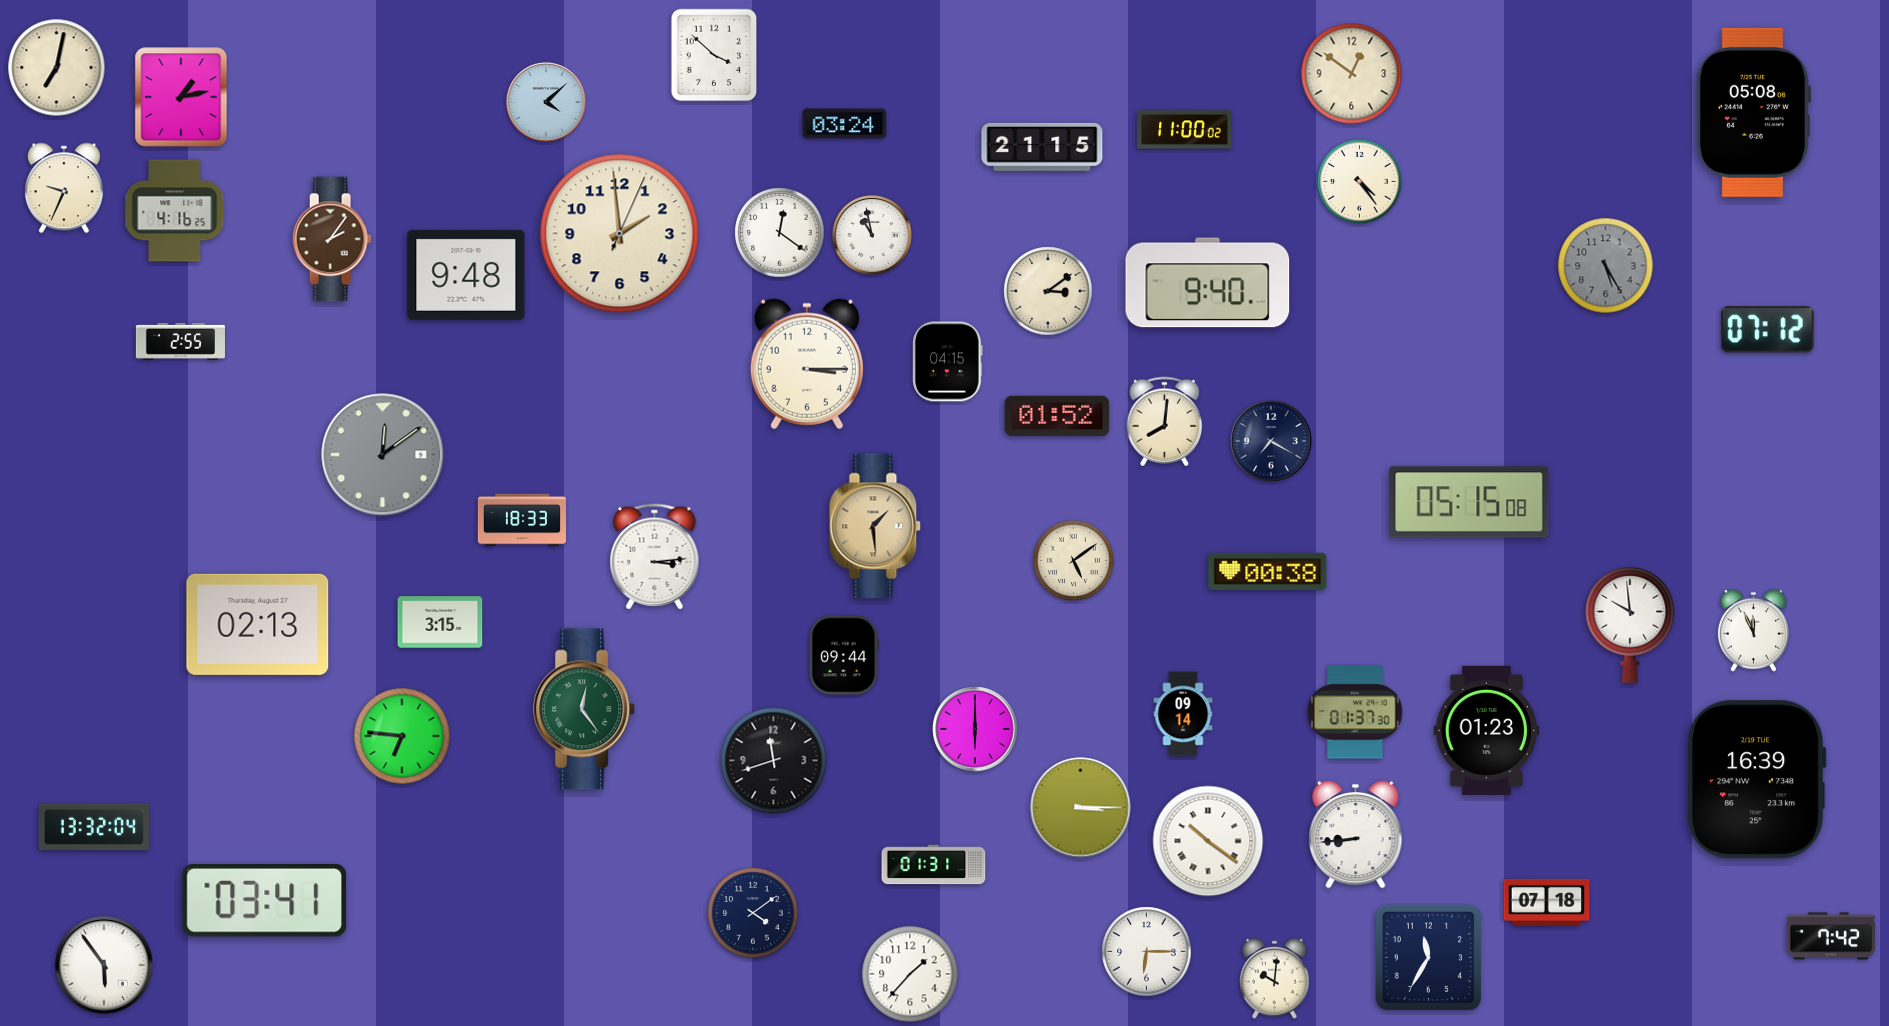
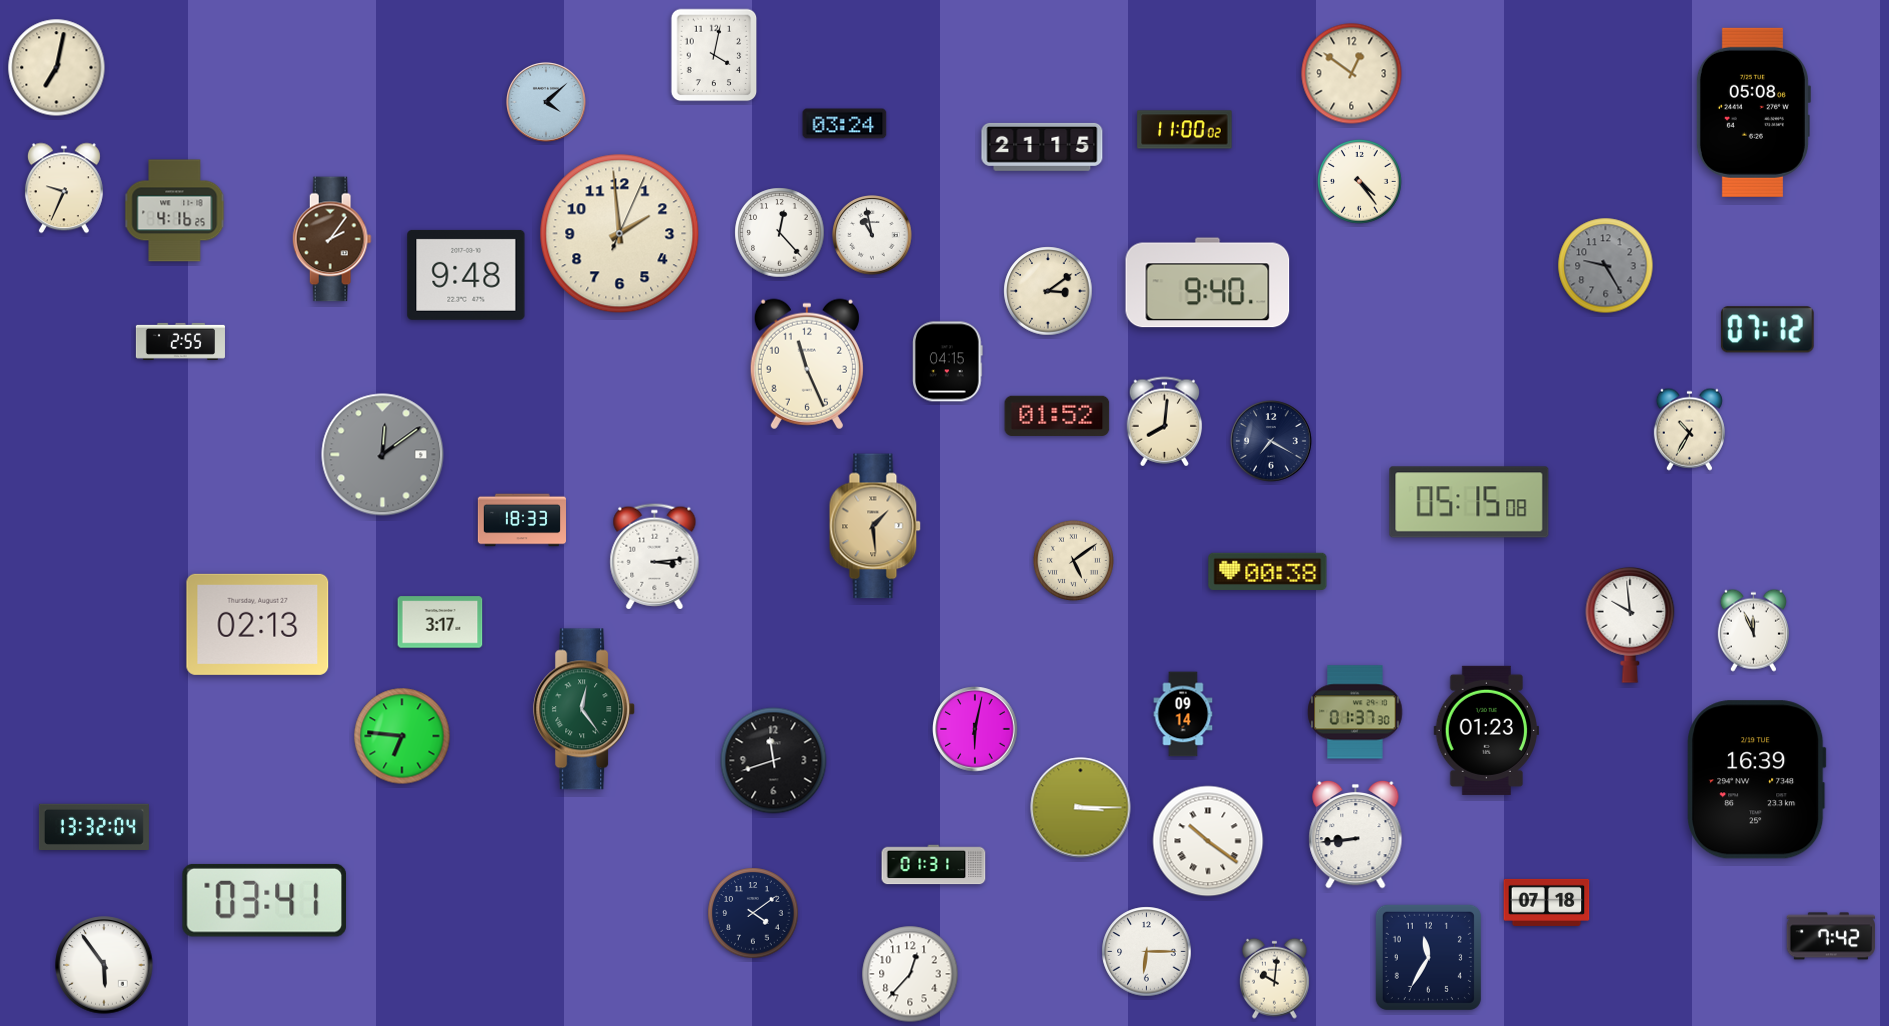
clock at (714, 55): 3:52 -> 4:02
clock at (181, 97): 1:13 -> none
clock at (780, 233): 12:21 -> 12:23
clock at (1606, 266): 5:25 -> 9:25
clock at (807, 364): 3:15 -> 11:26
clock at (1689, 429): none -> 10:35
clock at (440, 622): 3:15 -> 3:17
clock at (844, 655): 09:44 -> none
clock at (975, 729): 6:00 -> 6:02
clock at (910, 974): 1:37 -> 12:37
